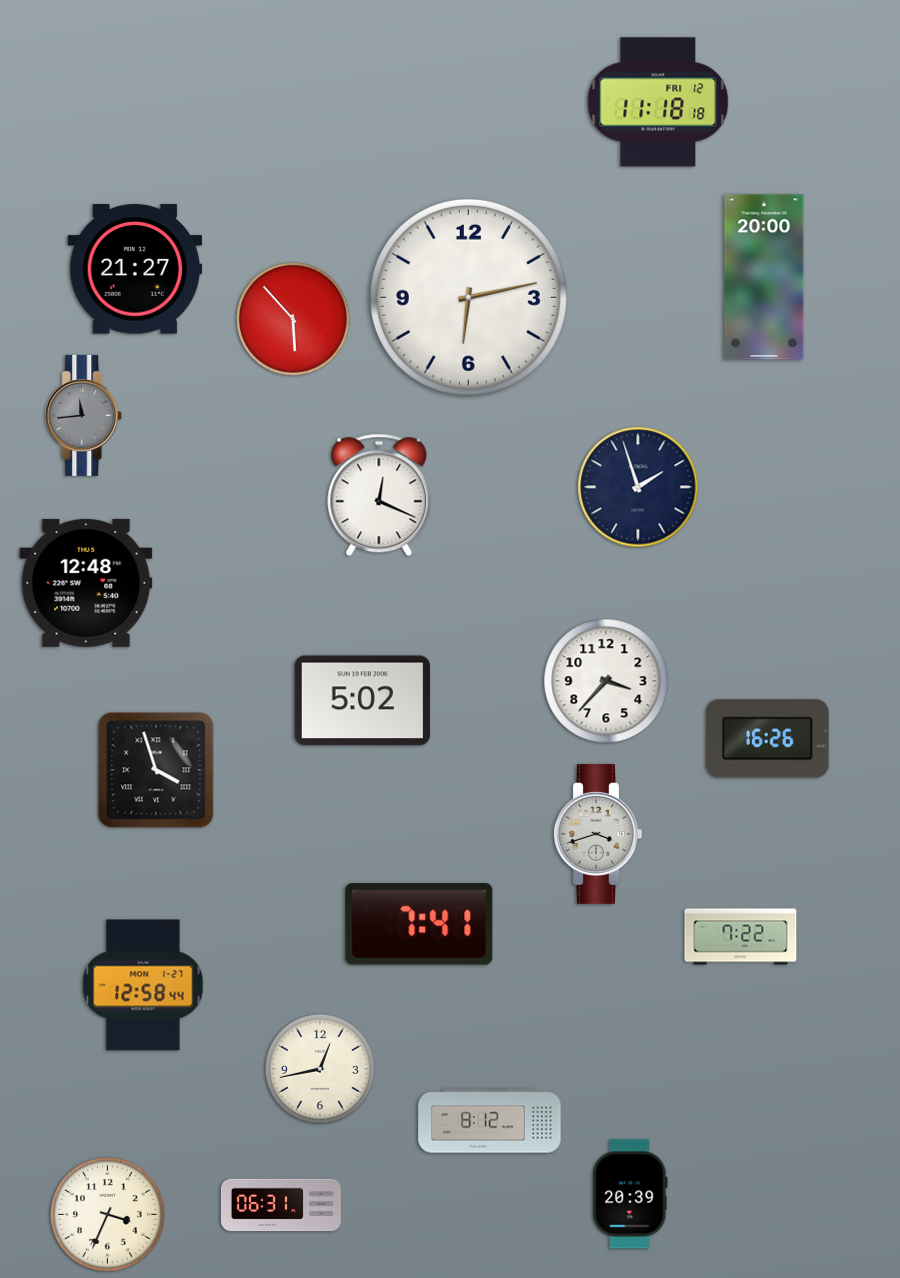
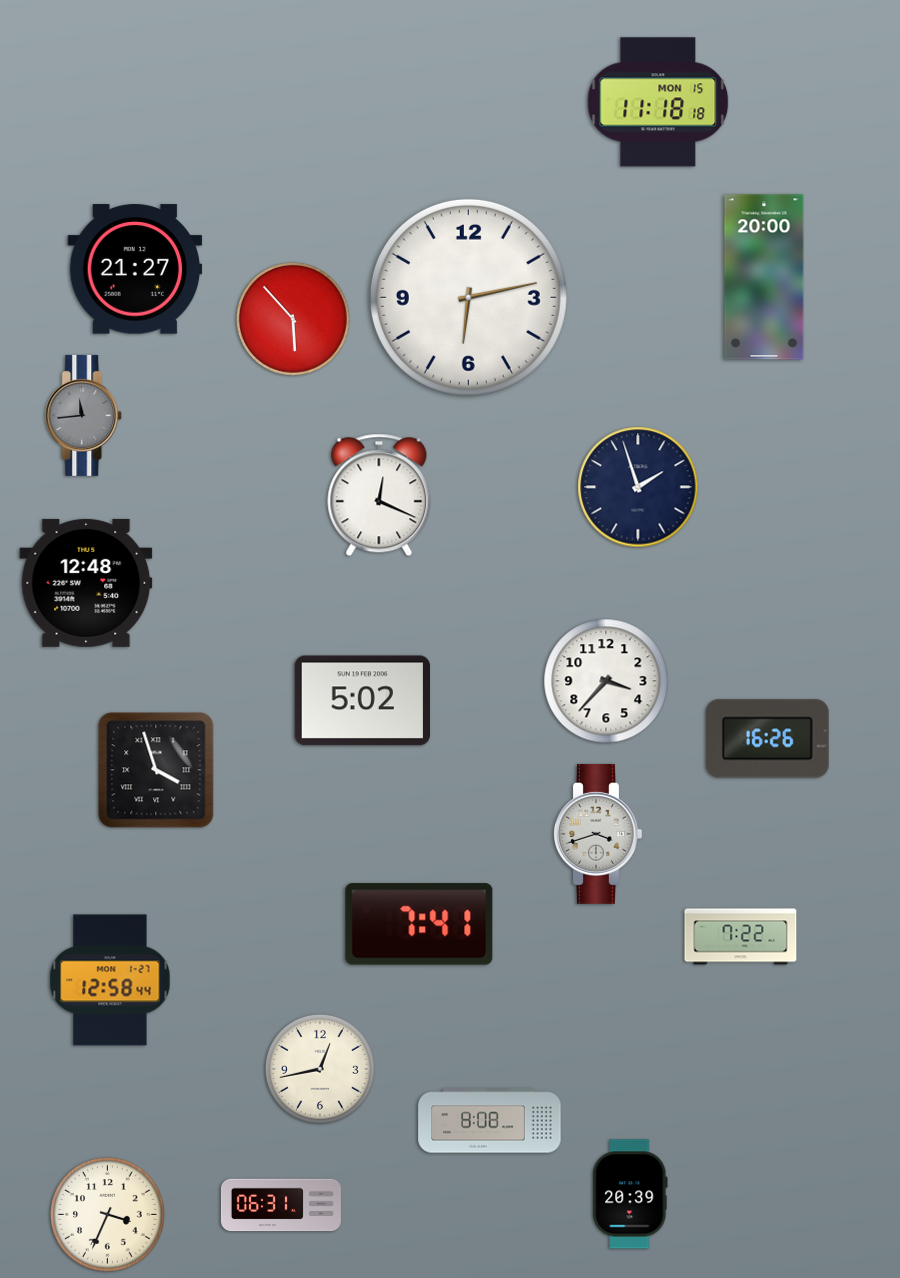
clock at (658, 102) date: FRI 12 -> MON 15
clock at (143, 985) position: (143, 985) -> (110, 980)
clock at (490, 1121): 8:12 -> 8:08
